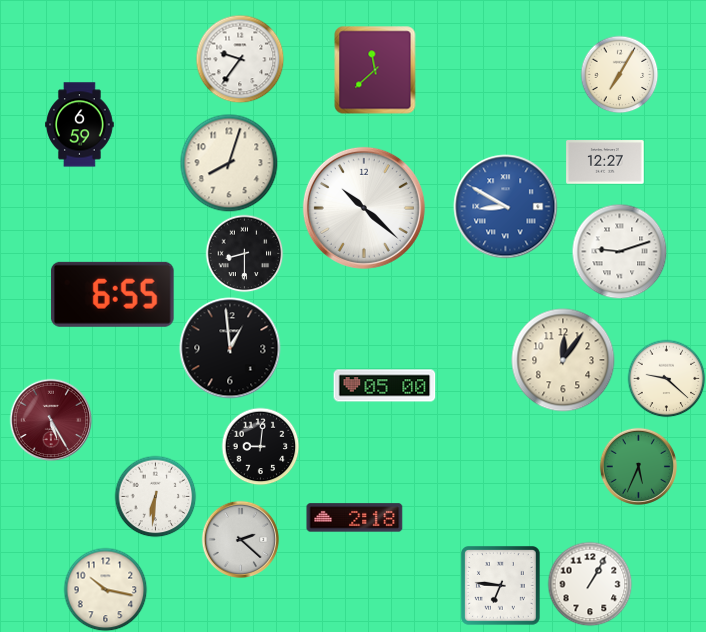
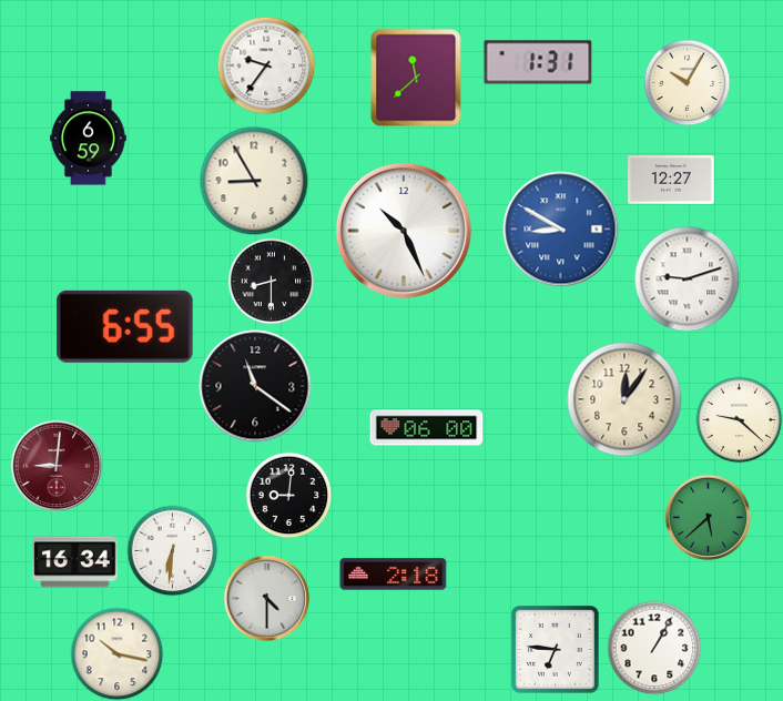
clock at (538, 62): none -> 1:31
clock at (619, 74): 7:05 -> 10:05
clock at (229, 163): 8:03 -> 8:55
clock at (364, 208): 10:22 -> 10:26
clock at (230, 348): 12:59 -> 11:21
clock at (385, 386): 05:00 -> 06:00
clock at (51, 420): 5:25 -> 9:01
clock at (638, 466): 5:34 -> 5:38
clock at (75, 562): none -> 16:34
clock at (240, 539): 2:22 -> 4:30
